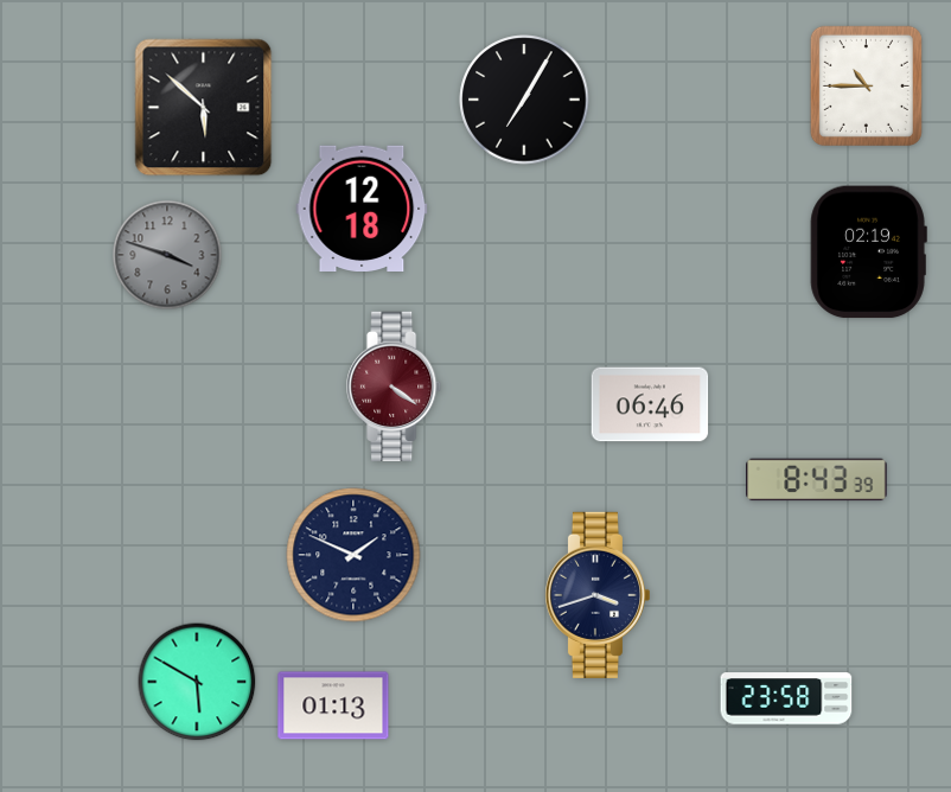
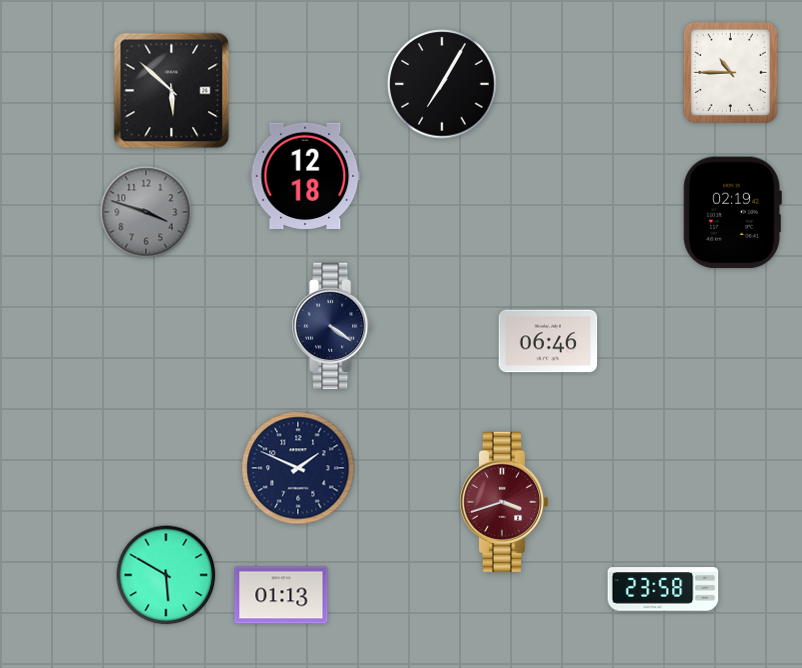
clock at (167, 255) position: (167, 255) -> (146, 212)
clock at (395, 385) dial: burgundy -> navy
clock at (817, 480): 8:43 -> none
clock at (596, 595) dial: navy -> burgundy
